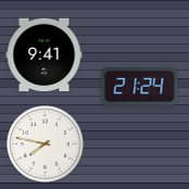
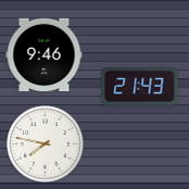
clock at (45, 55): 9:41 -> 9:46
clock at (140, 87): 21:24 -> 21:43
